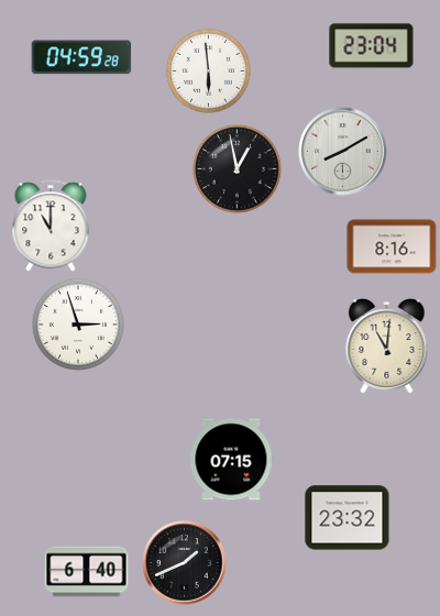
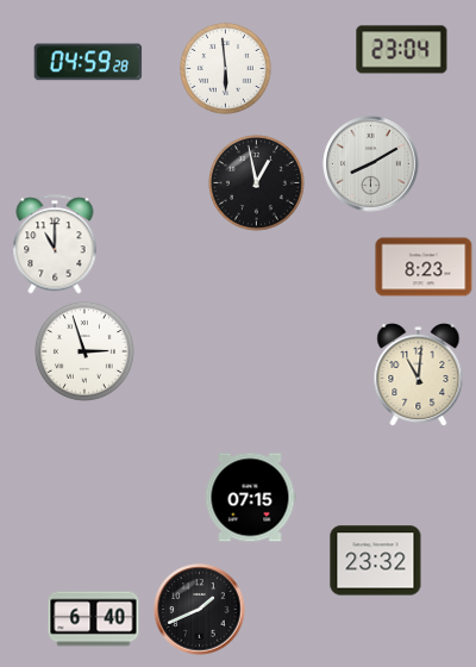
clock at (209, 71) position: (209, 71) -> (226, 69)
clock at (392, 246): 8:16 -> 8:23
